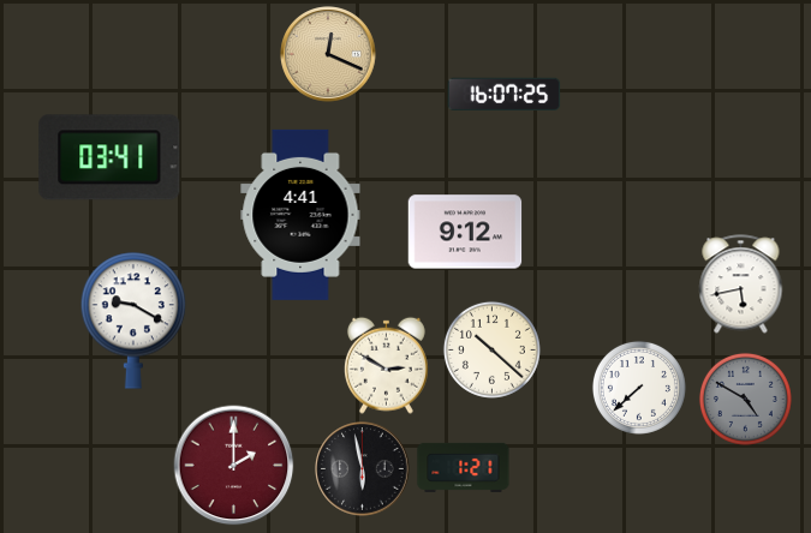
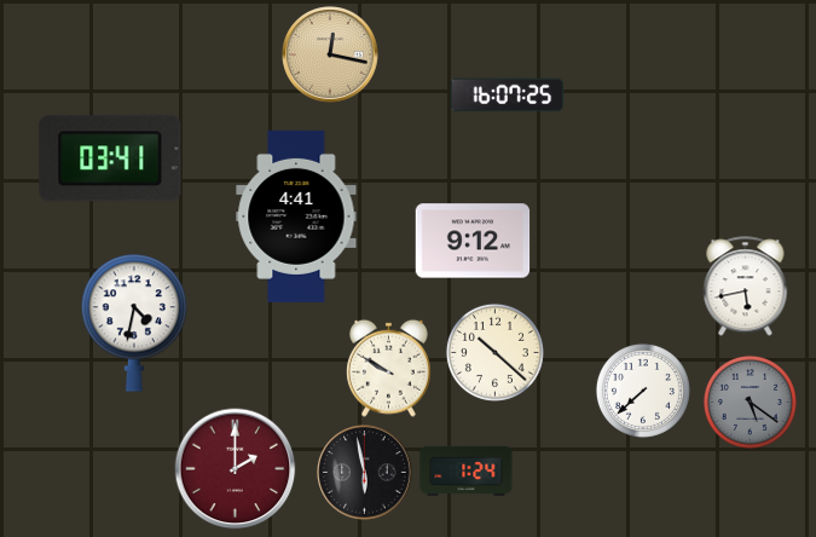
clock at (328, 54): 12:19 -> 12:17
clock at (300, 215) position: (300, 215) -> (296, 216)
clock at (465, 232) position: (465, 232) -> (473, 241)
clock at (133, 321): 9:20 -> 4:32
clock at (386, 365): 2:50 -> 9:50
clock at (745, 399): 4:50 -> 5:21
clock at (464, 467): 1:21 -> 1:24
